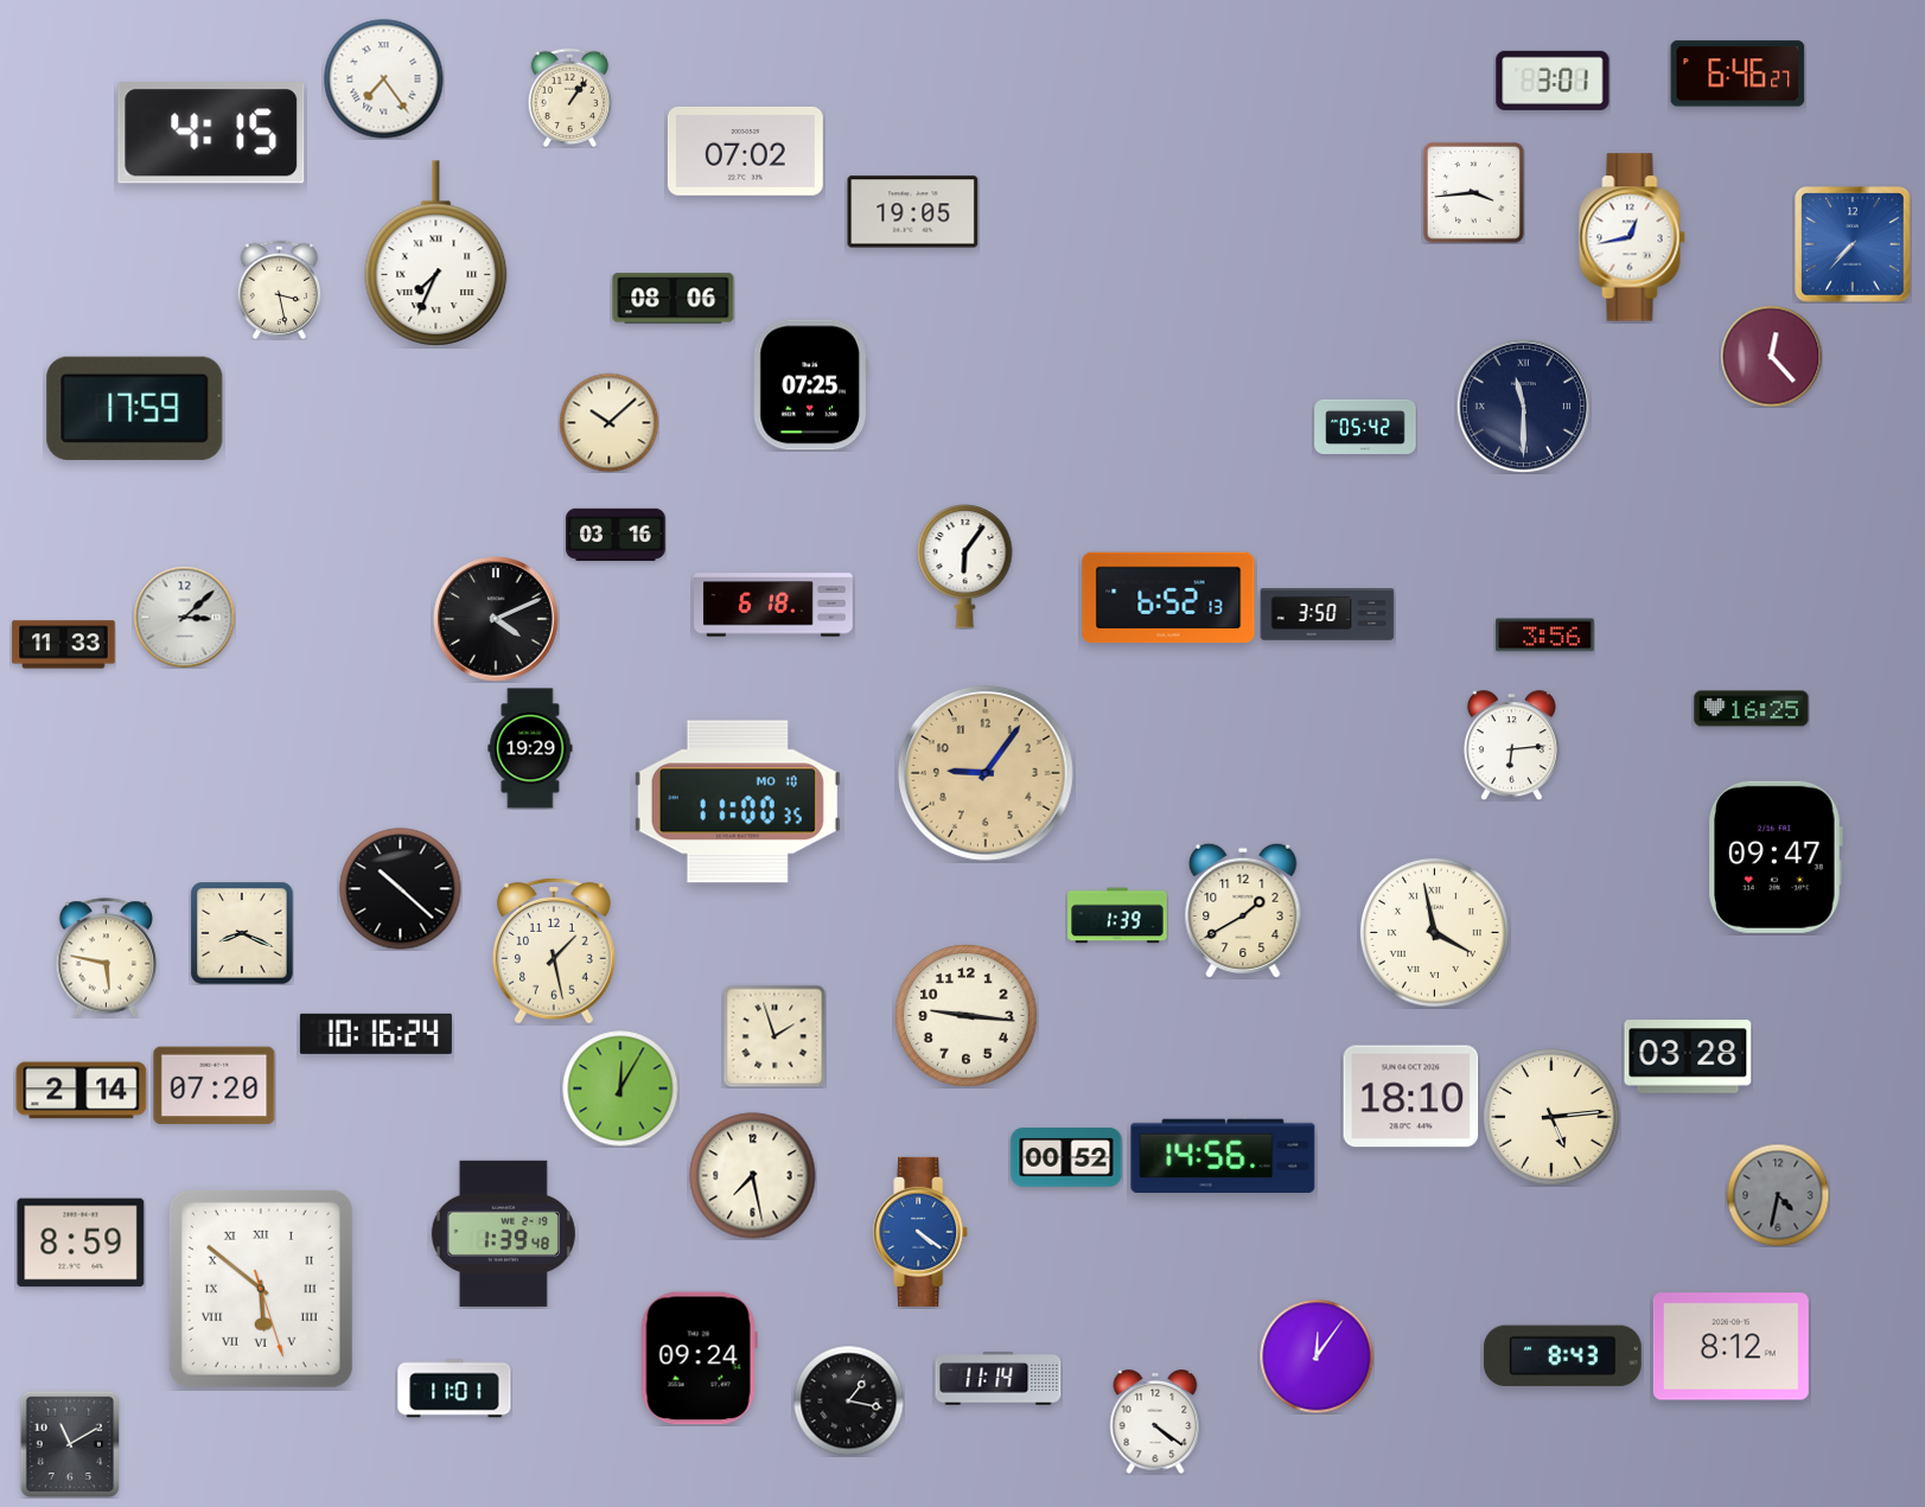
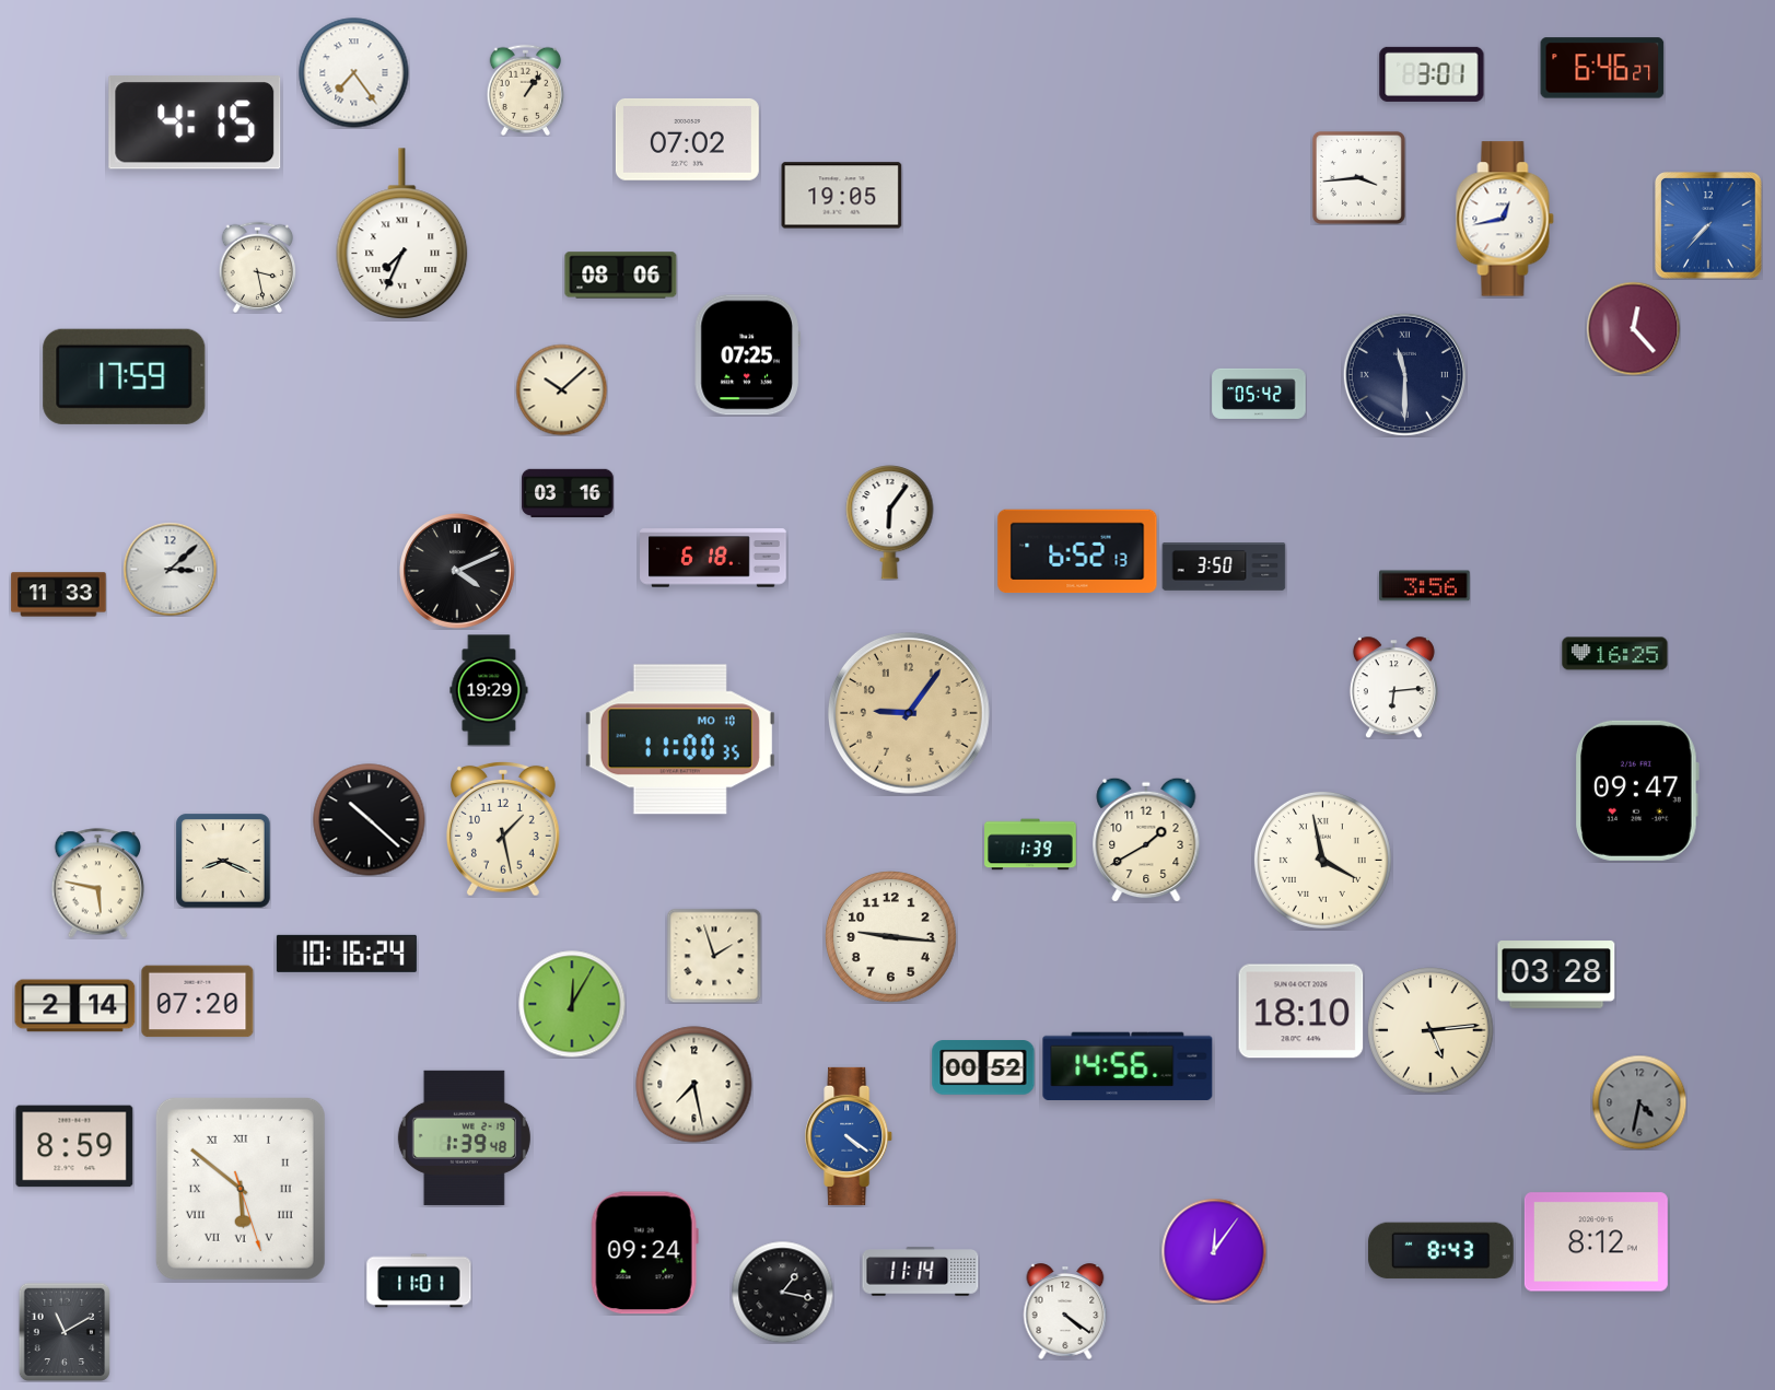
clock at (554, 951) position: (554, 951) -> (503, 829)
